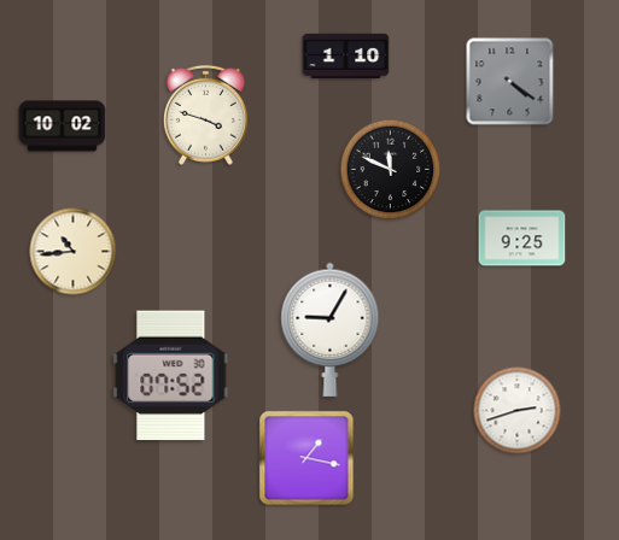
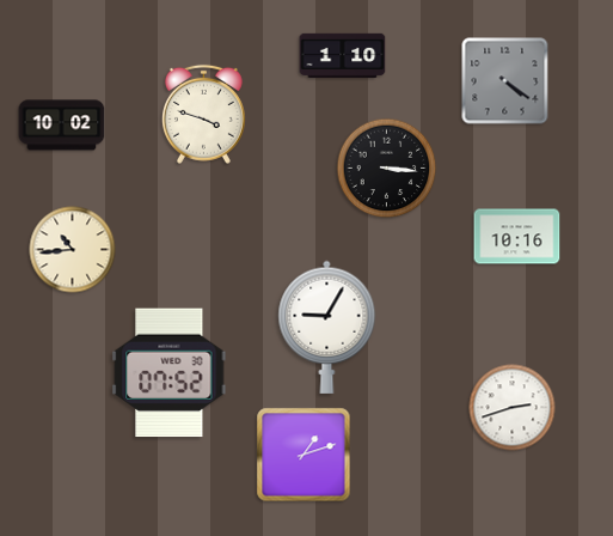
clock at (391, 170): 11:49 -> 3:16
clock at (522, 239): 9:25 -> 10:16
clock at (306, 458): 1:17 -> 1:12
